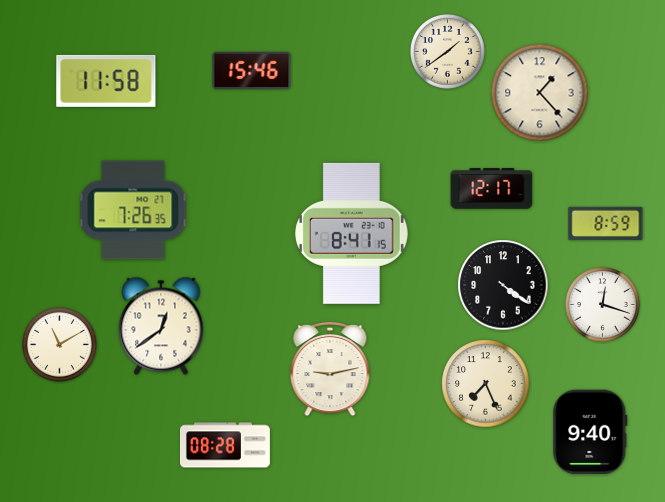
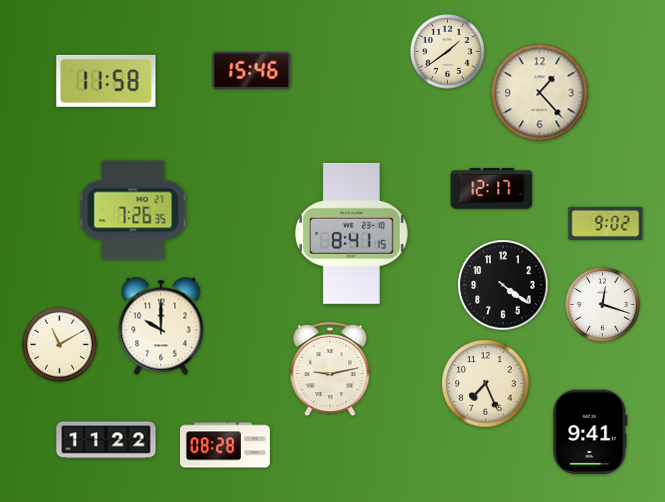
clock at (606, 223): 8:59 -> 9:02
clock at (161, 326): 12:39 -> 10:00
clock at (590, 432): 9:40 -> 9:41
clock at (106, 440): none -> 11:22
